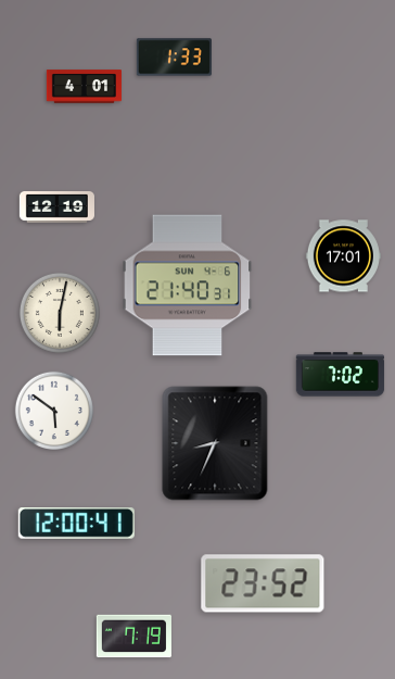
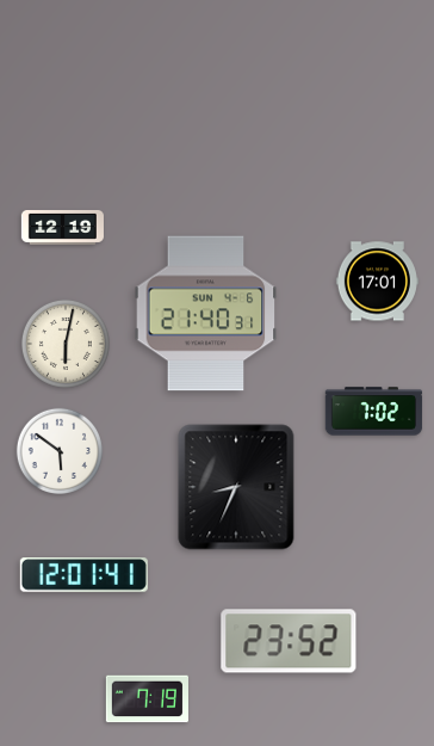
clock at (174, 58): 1:33 -> none
clock at (84, 87): 4:01 -> none
clock at (76, 524): 12:00 -> 12:01
